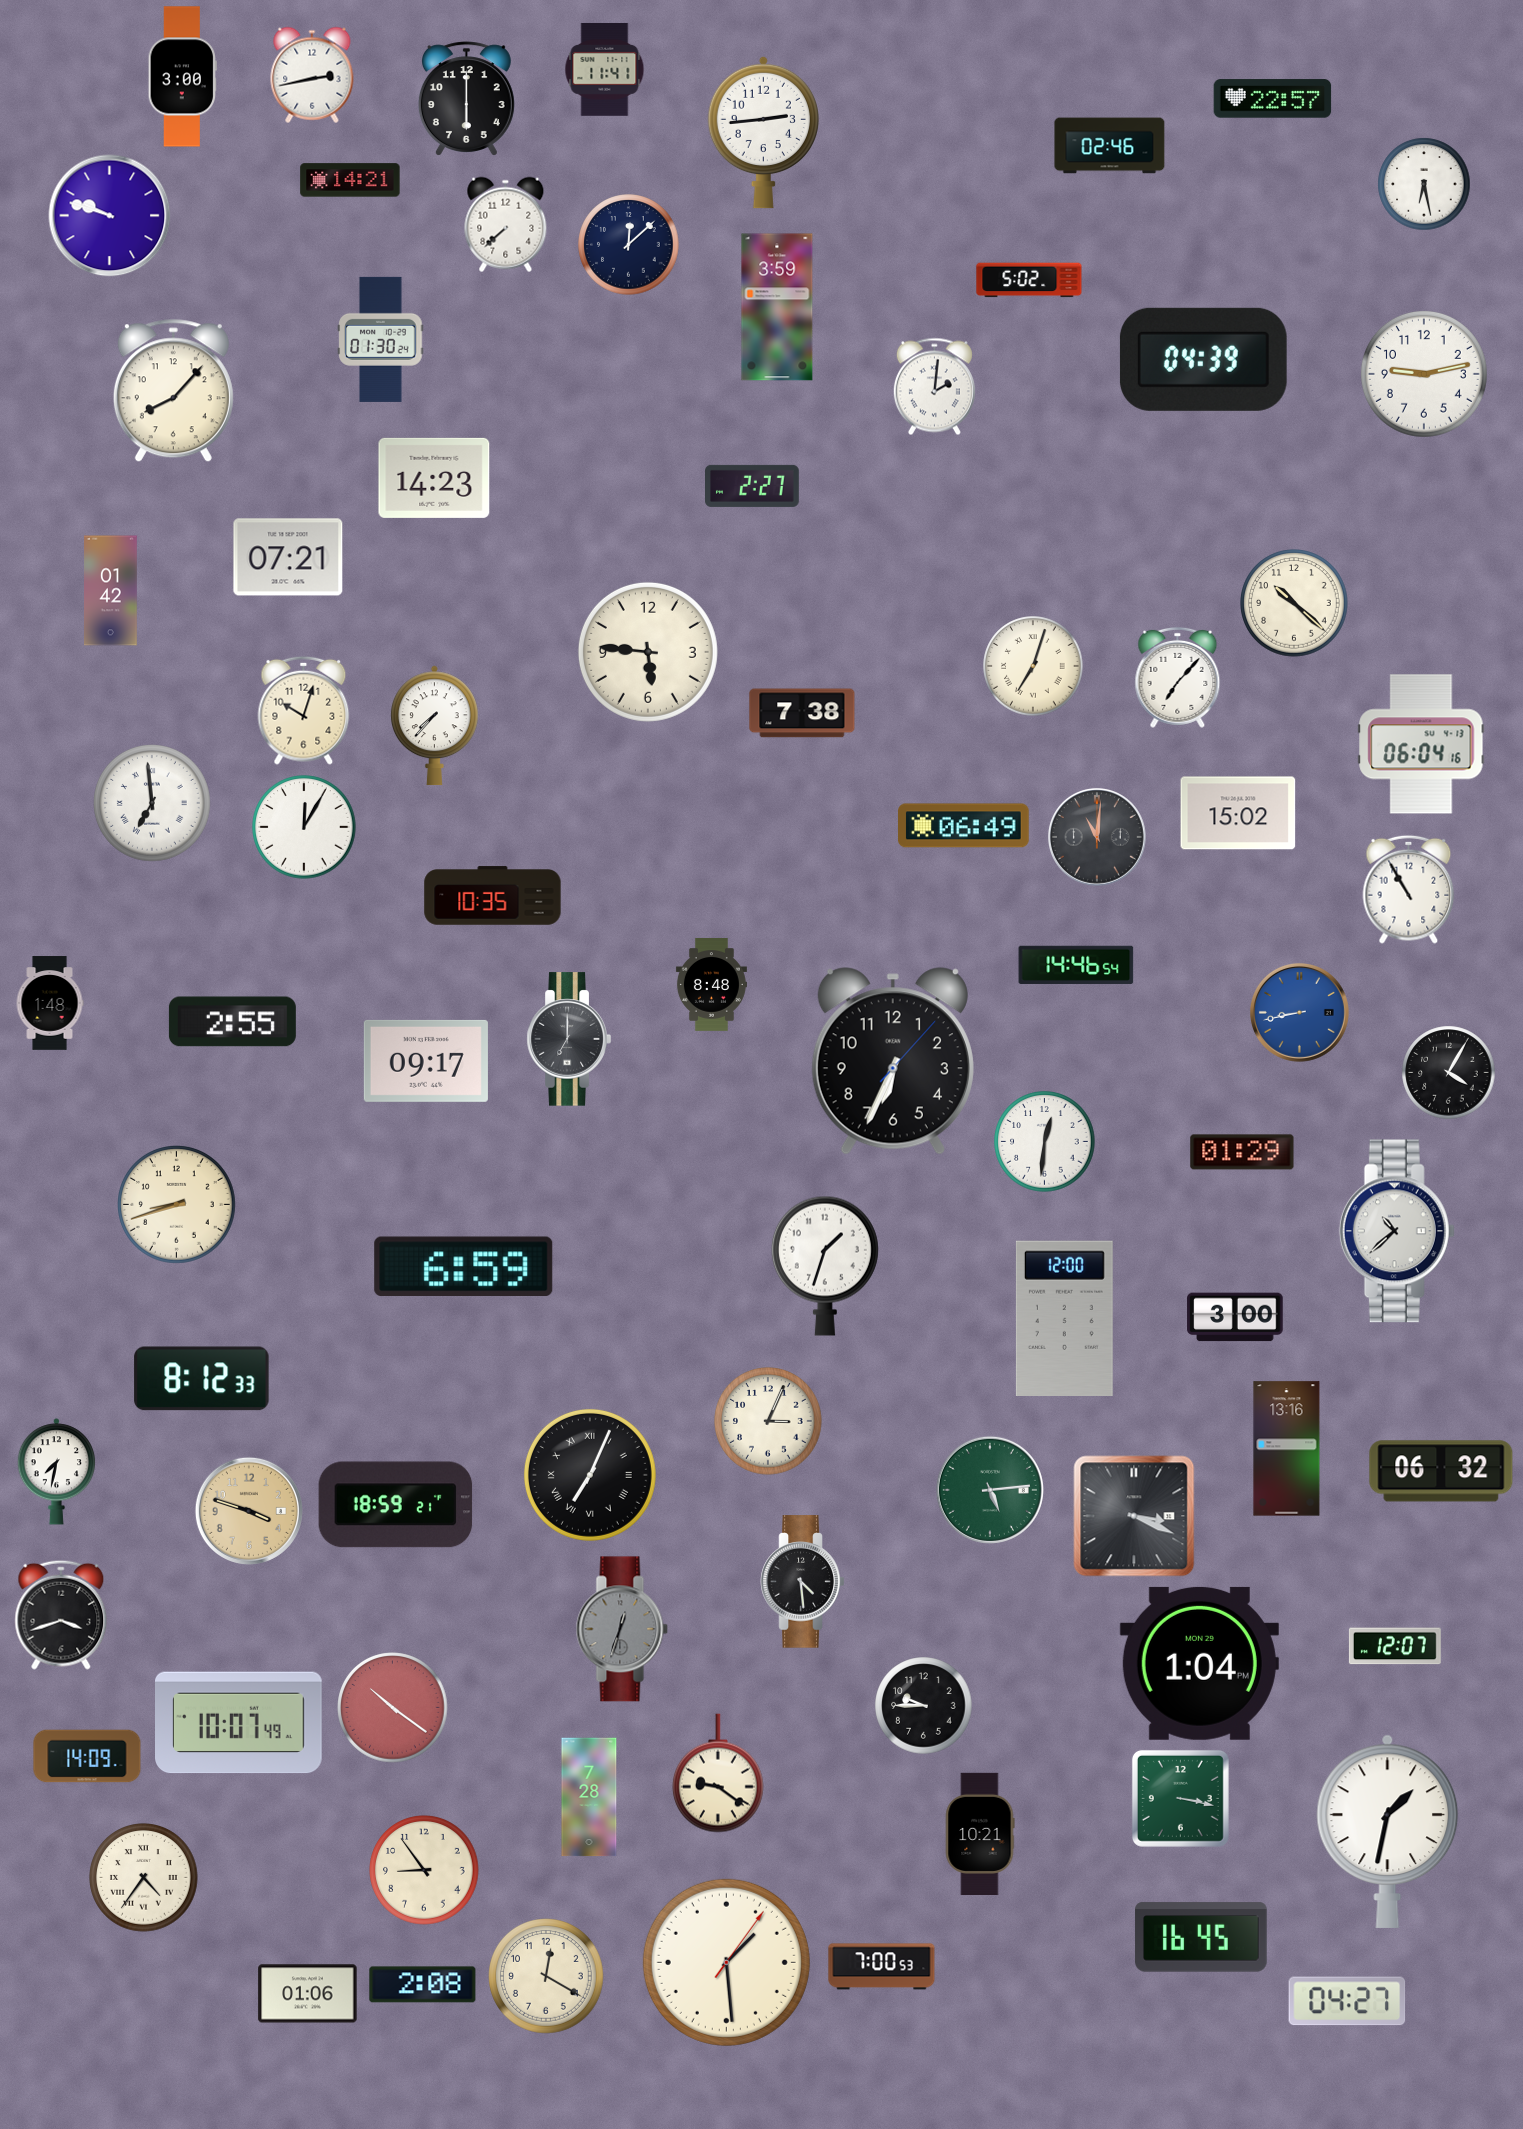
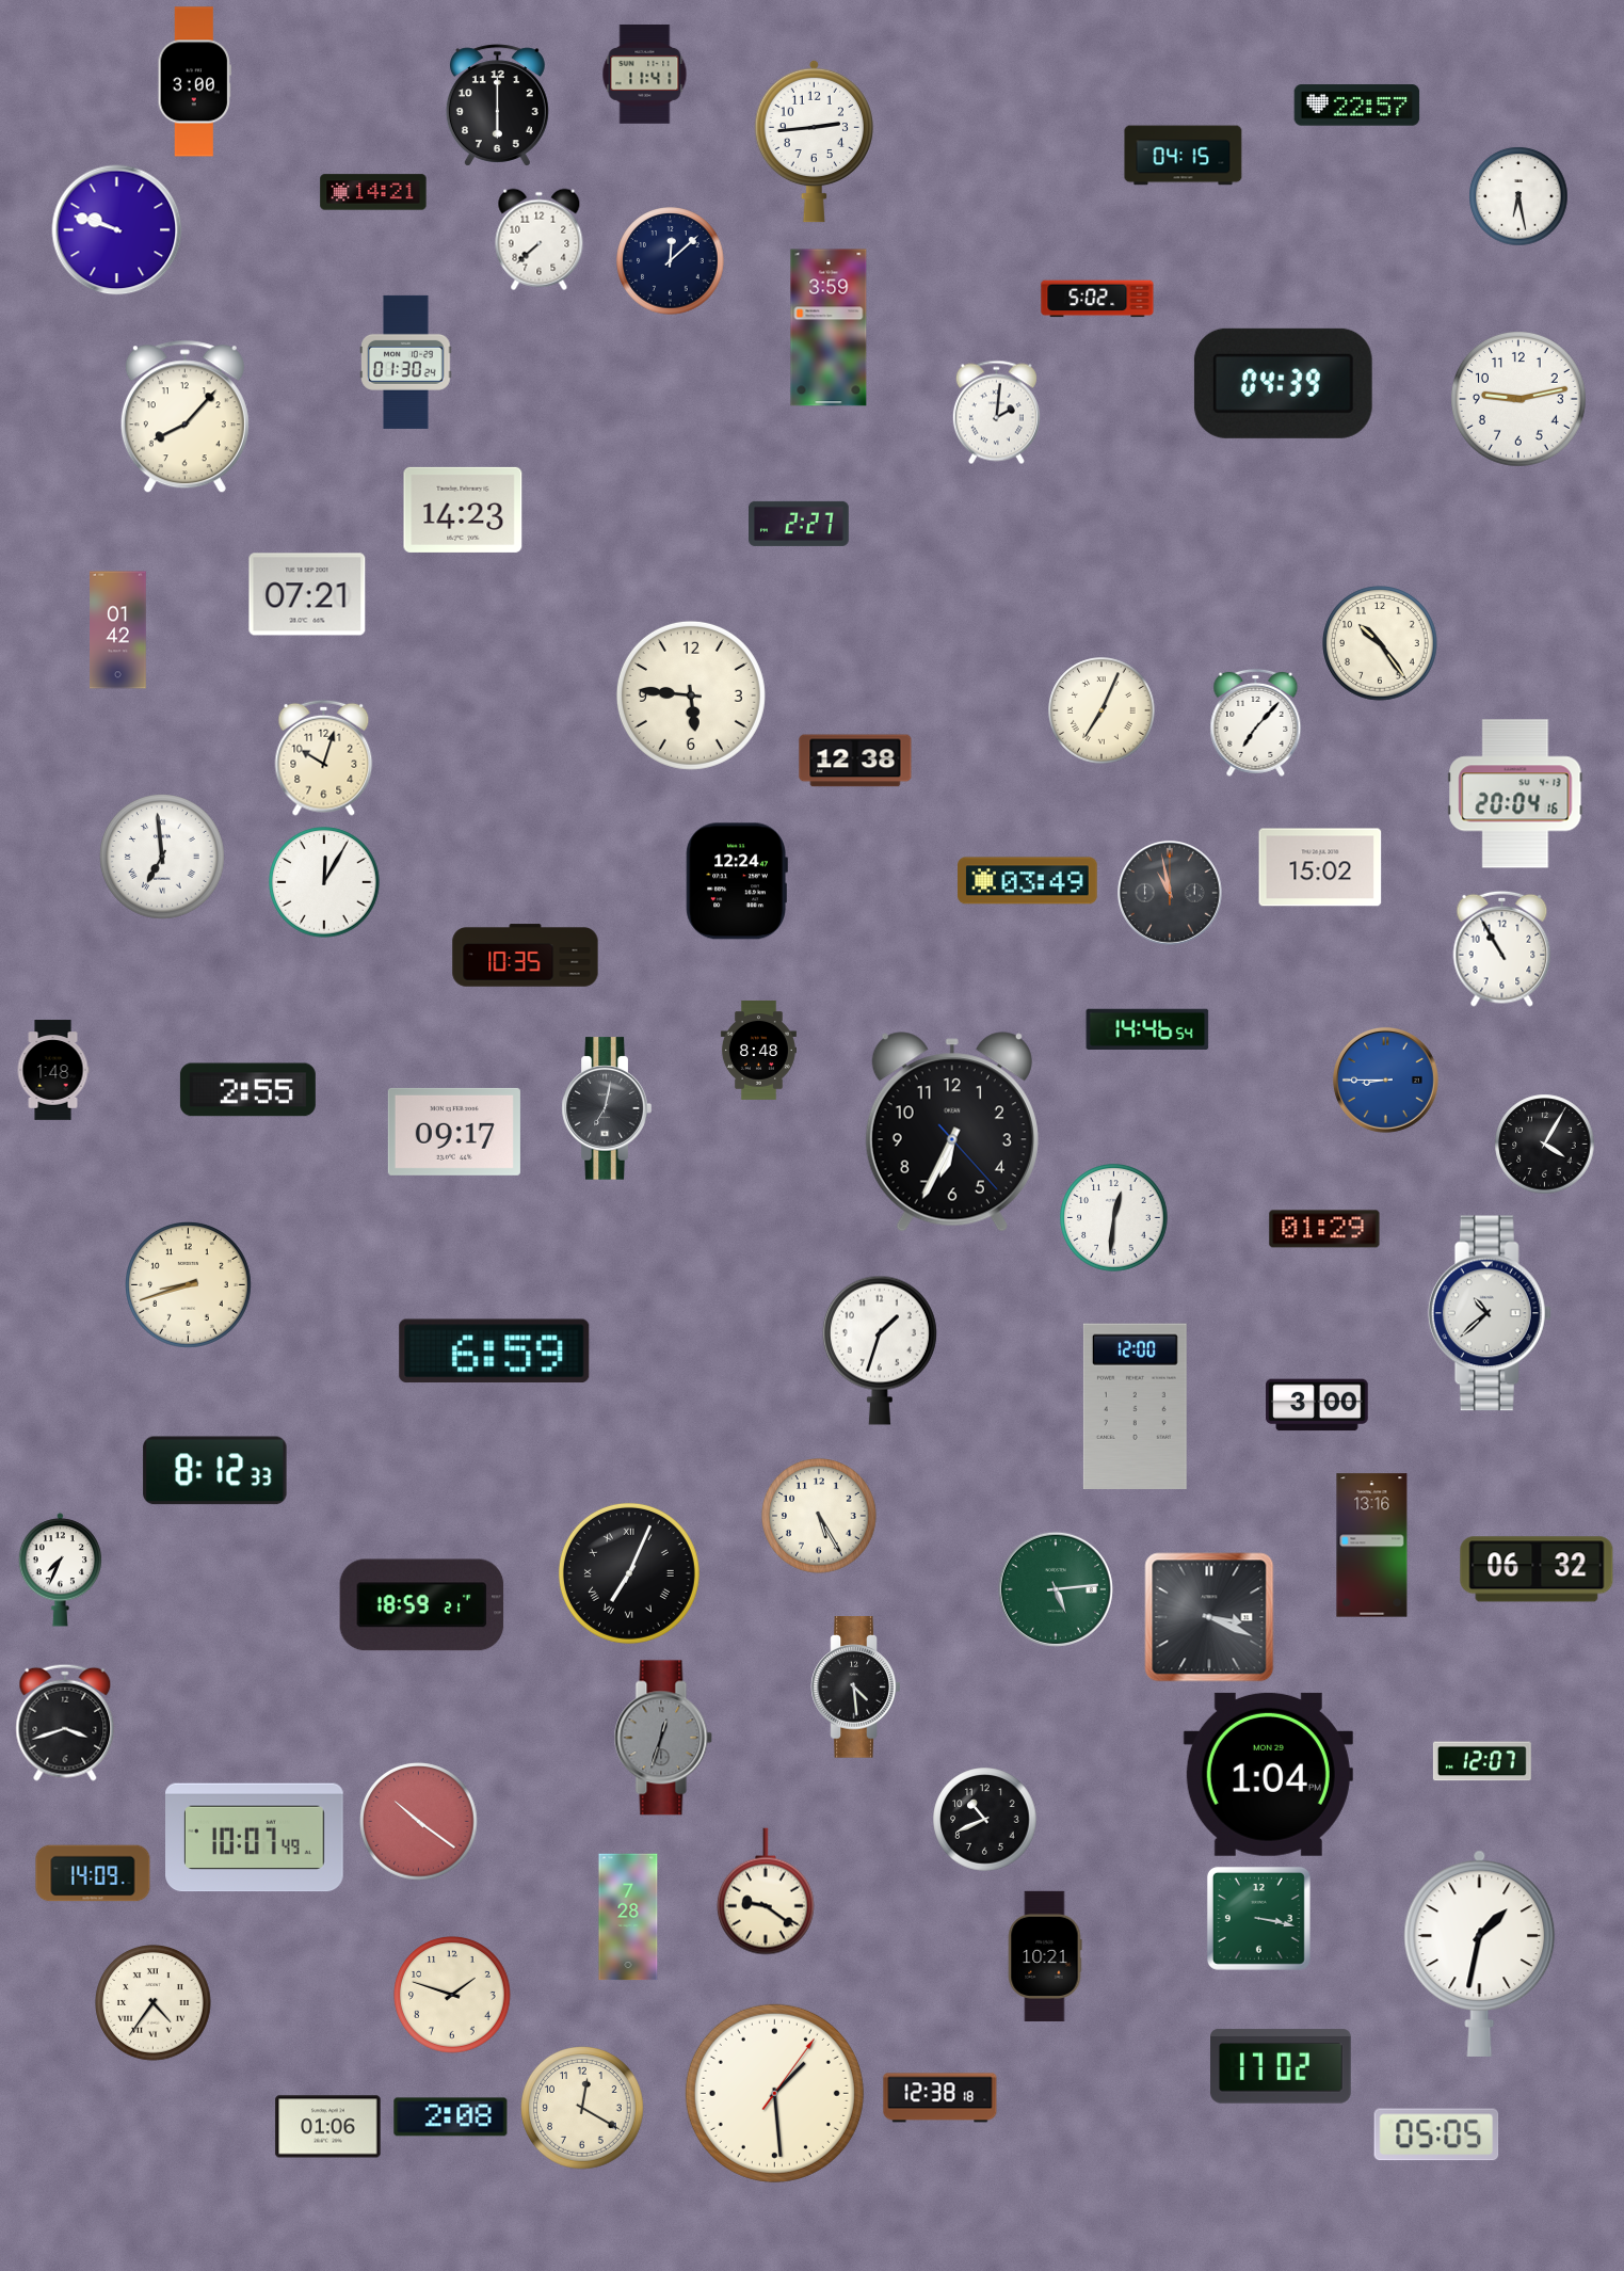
clock at (312, 75): 2:43 -> none
clock at (1110, 146): 02:46 -> 04:15
clock at (753, 486) position: (753, 486) -> (800, 524)
clock at (1294, 603): 10:22 -> 10:24
clock at (1033, 666): 7:03 -> 7:04
clock at (802, 713): 7:38 -> 12:38
clock at (434, 726): 7:37 -> none
clock at (1421, 744): 06:04 -> 20:04
clock at (737, 881): none -> 12:24
clock at (964, 826): 06:49 -> 03:49
clock at (1097, 837): 11:01 -> 10:58
clock at (1299, 1012): 8:43 -> 8:45
clock at (569, 1039): 7:00 -> 7:02
clock at (893, 1061): 6:34:07 -> 6:34:23
clock at (768, 1421): 3:04 -> 5:25
clock at (57, 1472): 7:32 -> 7:34
clock at (249, 1511): 3:48 -> none
clock at (1395, 1646) position: (1395, 1646) -> (1482, 1761)
clock at (1199, 1663) position: (1199, 1663) -> (1268, 1774)
clock at (924, 1706): 9:45 -> 10:41
clock at (424, 1870): 8:54 -> 1:48
clock at (1201, 1937): 16:45 -> 17:02
clock at (882, 1967): 7:00 -> 12:38
clock at (1347, 2001): 04:27 -> 05:05
